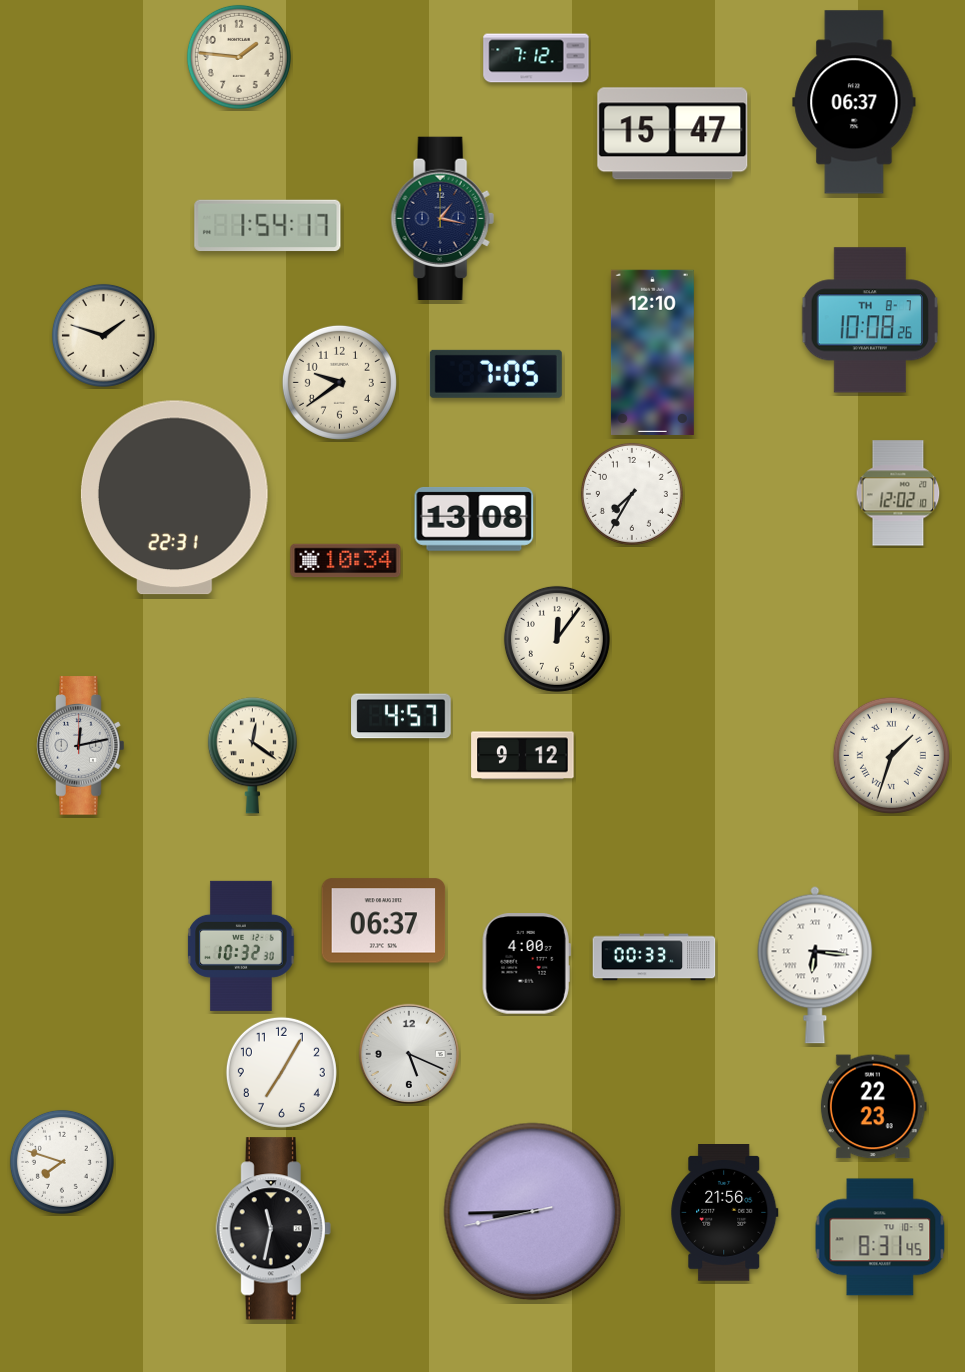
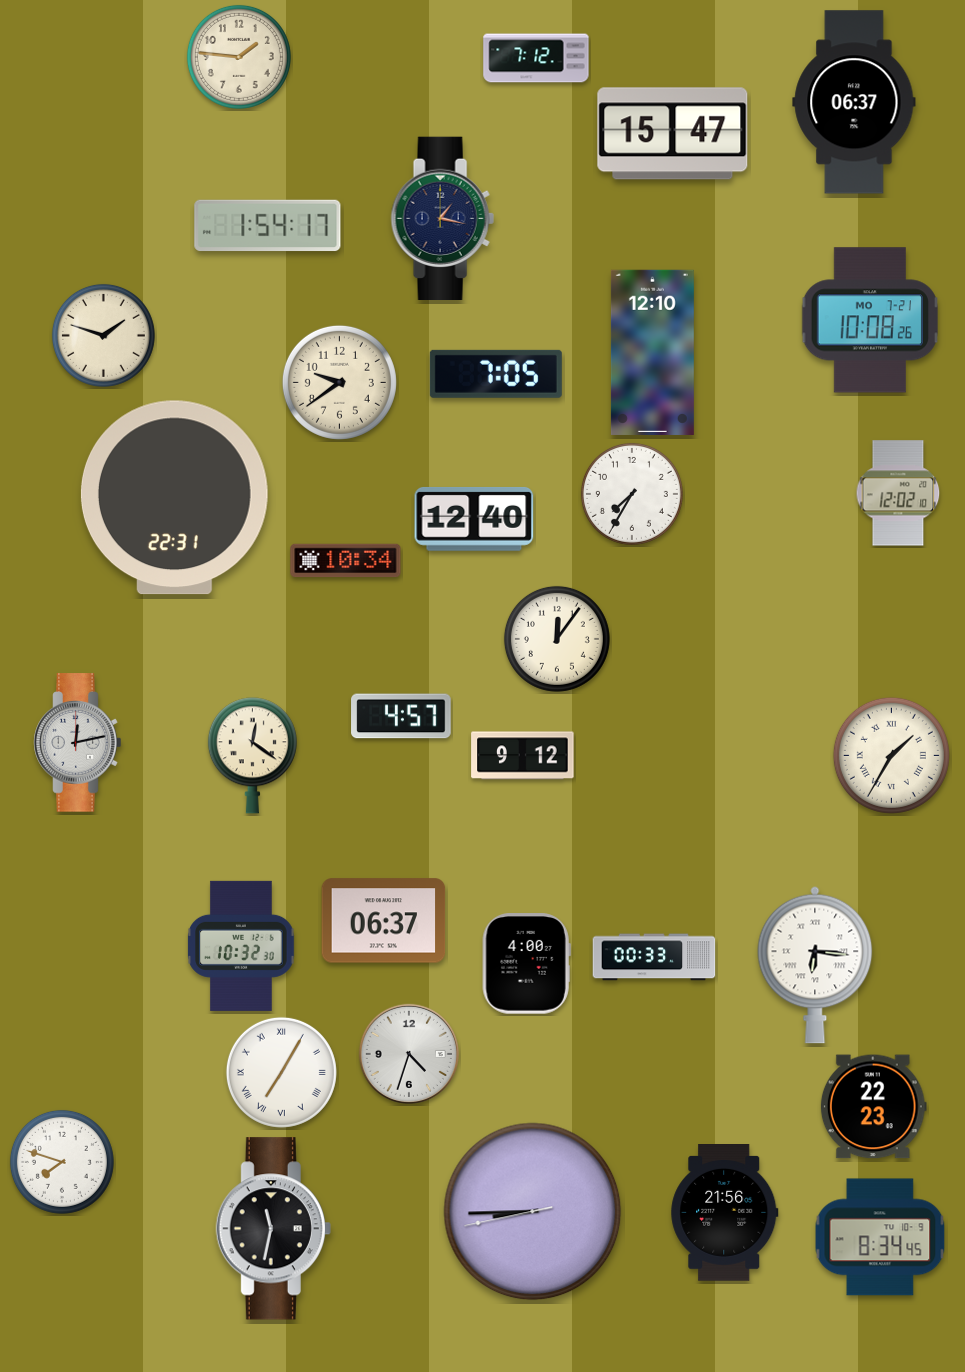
clock at (870, 320) date: TH 8-7 -> MO 7-21
clock at (474, 519): 13:08 -> 12:40
clock at (81, 746) position: (81, 746) -> (78, 743)
clock at (891, 755): 1:33 -> 1:35
clock at (409, 1054): 5:19 -> 4:33
clock at (281, 1072) numerals: Arabic -> Roman
clock at (880, 1237): 8:31 -> 8:34
